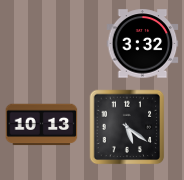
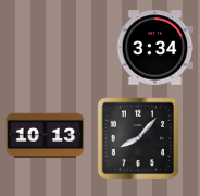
clock at (143, 44): 3:32 -> 3:34
clock at (127, 127): 5:21 -> 8:07
